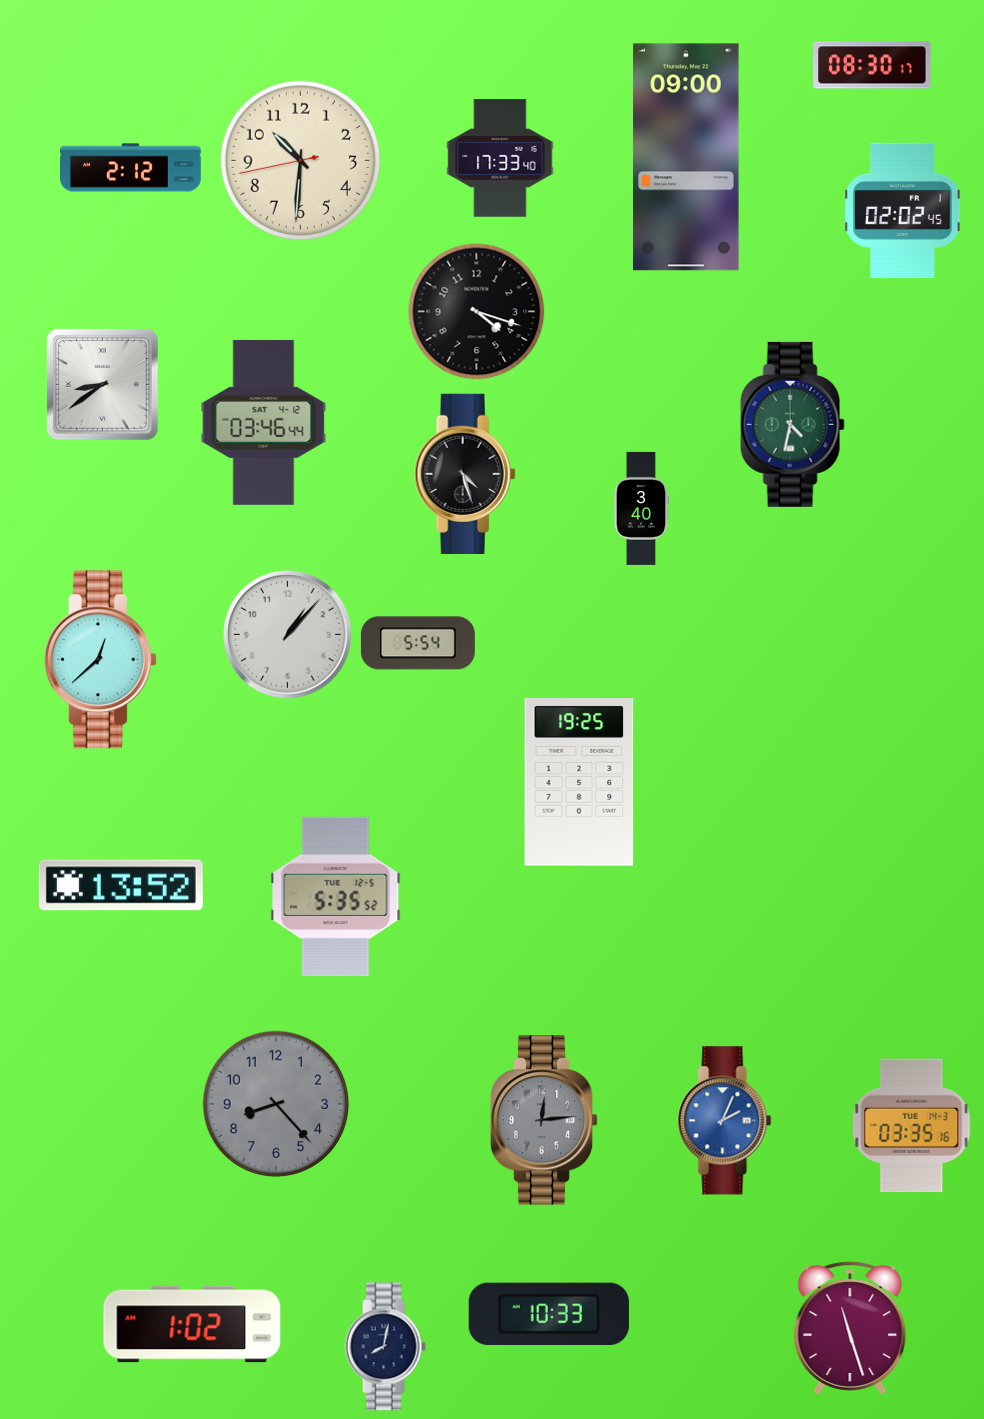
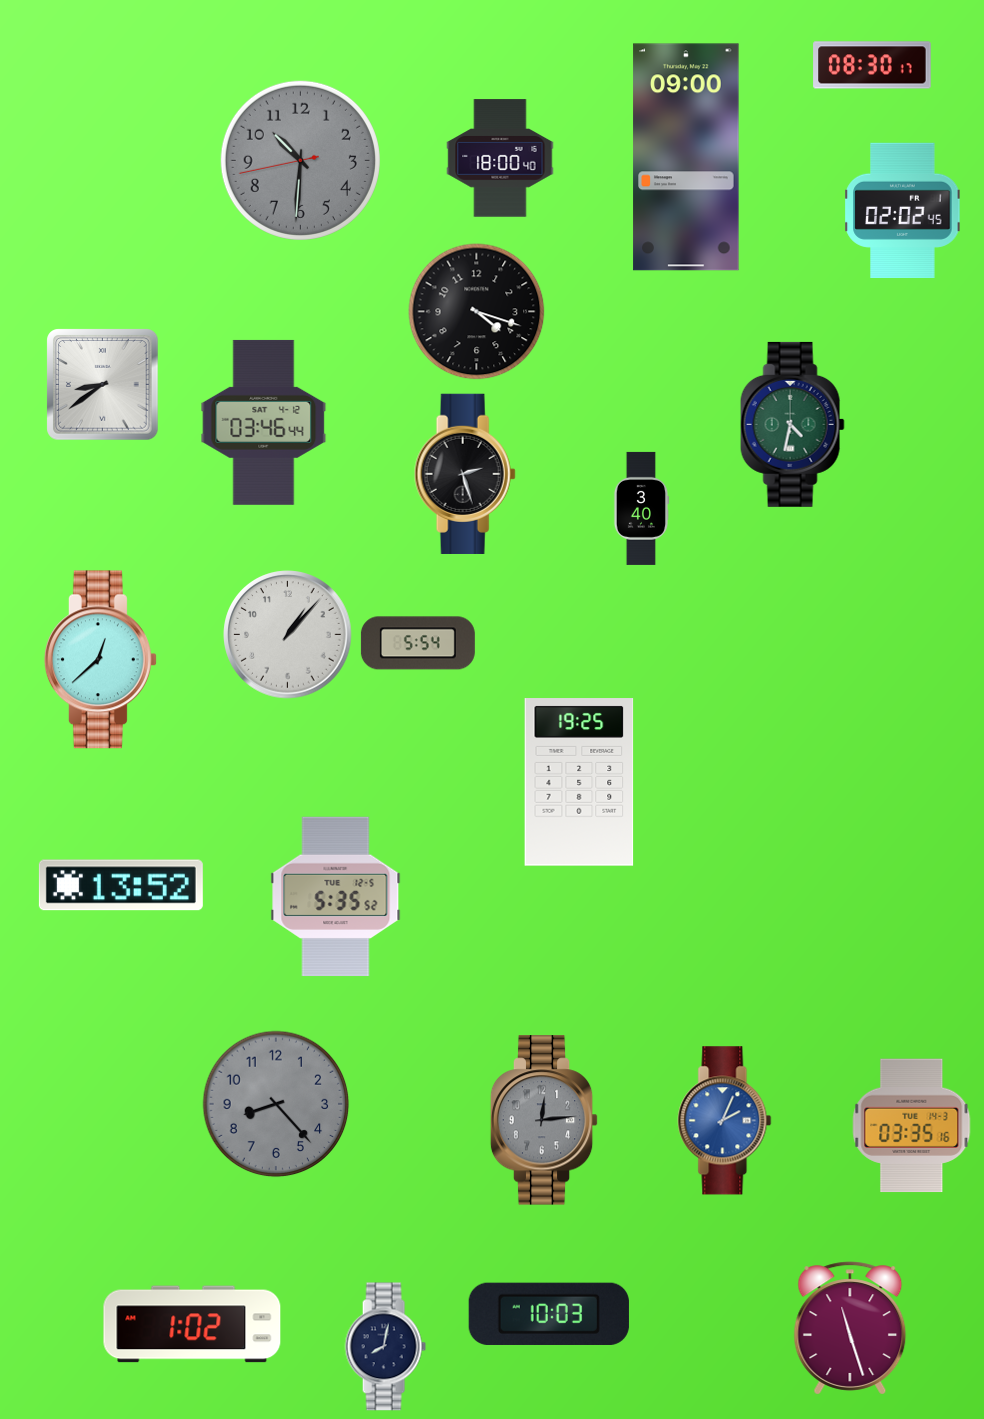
clock at (500, 158): 17:33 -> 18:00
clock at (300, 160) dial: cream -> grey
clock at (131, 168): 2:12 -> none
clock at (465, 474): 4:27 -> 2:27
clock at (549, 1314): 10:33 -> 10:03
